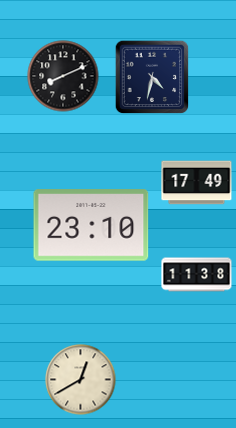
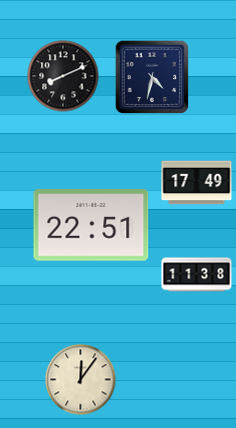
clock at (91, 225): 23:10 -> 22:51
clock at (81, 380): 12:40 -> 12:06
